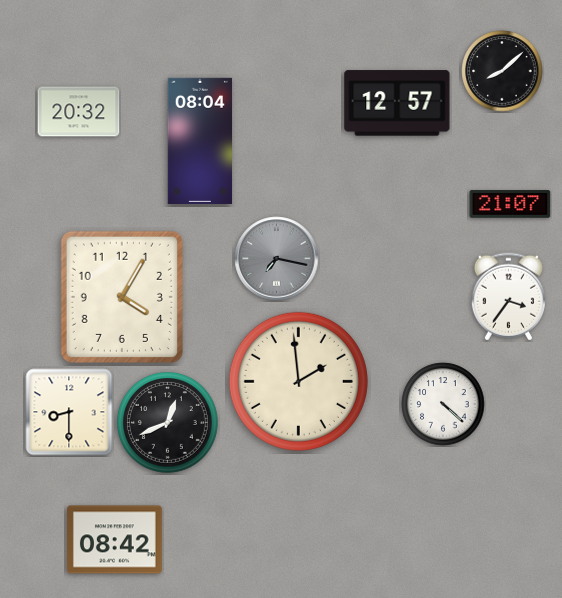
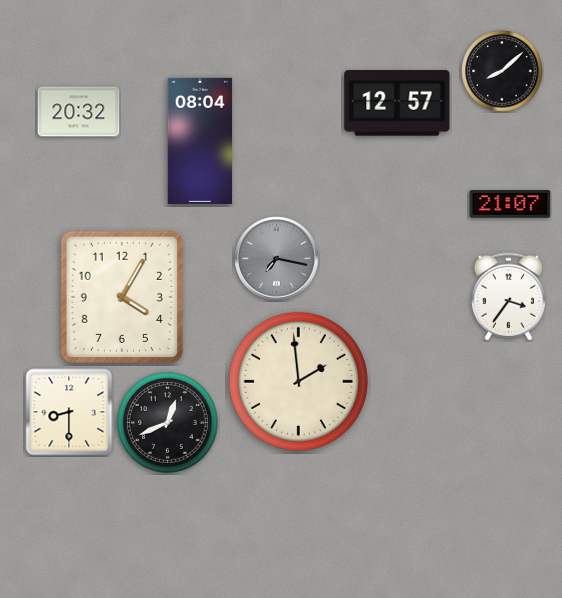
clock at (443, 404): 4:22 -> none
clock at (114, 540): 08:42 -> none
